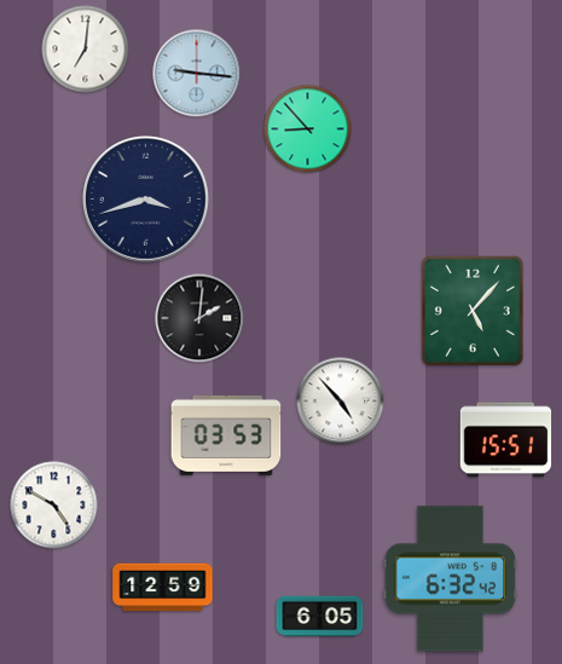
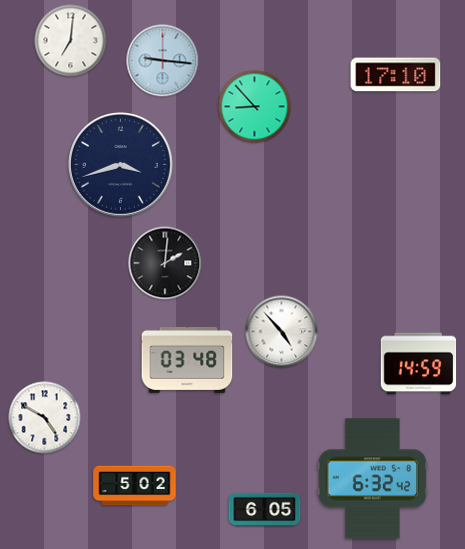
clock at (396, 75): none -> 17:10
clock at (473, 311): 5:07 -> none
clock at (226, 435): 03:53 -> 03:48
clock at (506, 440): 15:51 -> 14:59
clock at (163, 588): 12:59 -> 5:02
